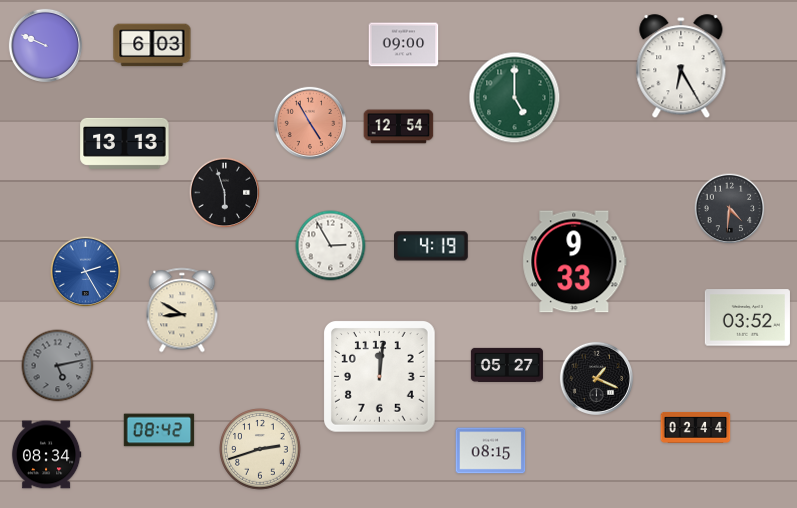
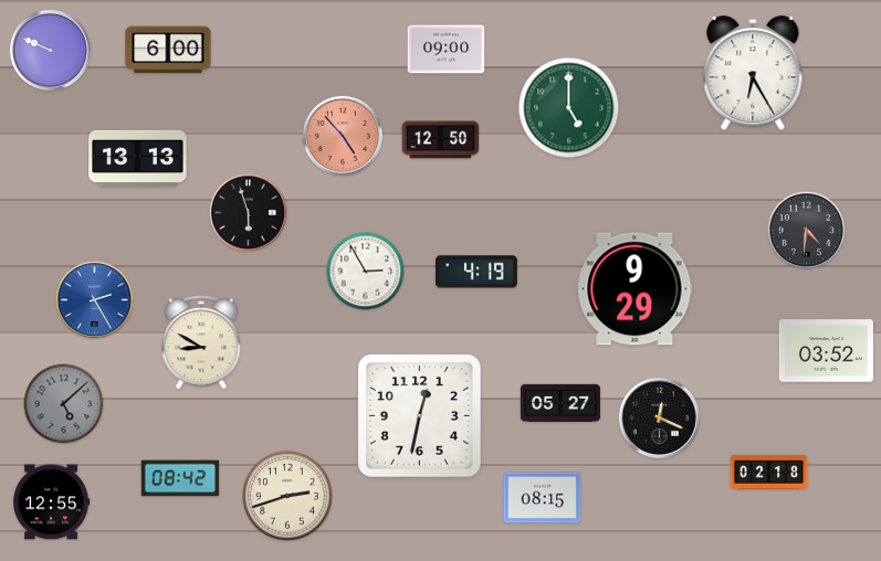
clock at (152, 45): 6:03 -> 6:00
clock at (309, 122): 4:55 -> 4:53
clock at (399, 127): 12:54 -> 12:50
clock at (575, 262): 9:33 -> 9:29
clock at (58, 366): 5:13 -> 5:08
clock at (380, 377): 12:01 -> 12:32
clock at (596, 378): 1:19 -> 12:19
clock at (696, 427): 02:44 -> 02:18
clock at (159, 430) position: (159, 430) -> (180, 478)
clock at (46, 455): 08:34 -> 12:55
